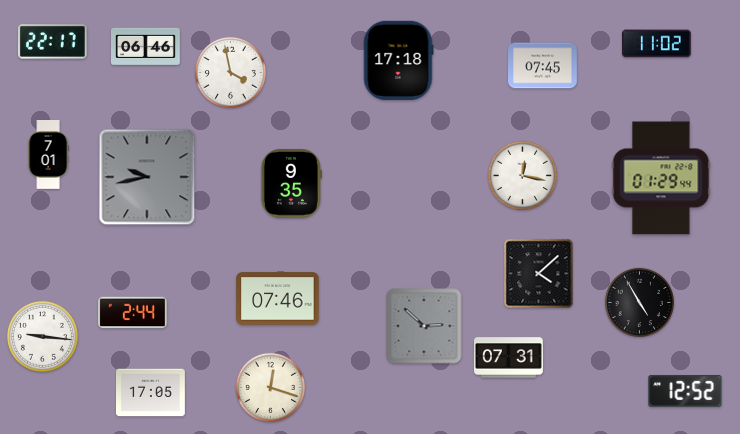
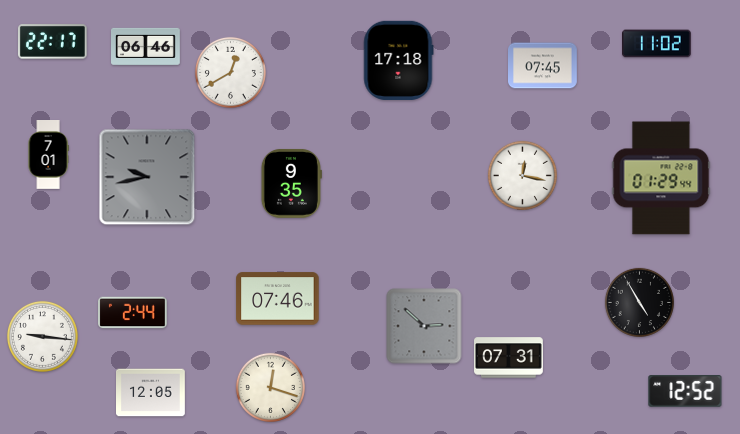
clock at (230, 72): 3:58 -> 12:40
clock at (539, 274): 4:08 -> none
clock at (151, 393): 17:05 -> 12:05
